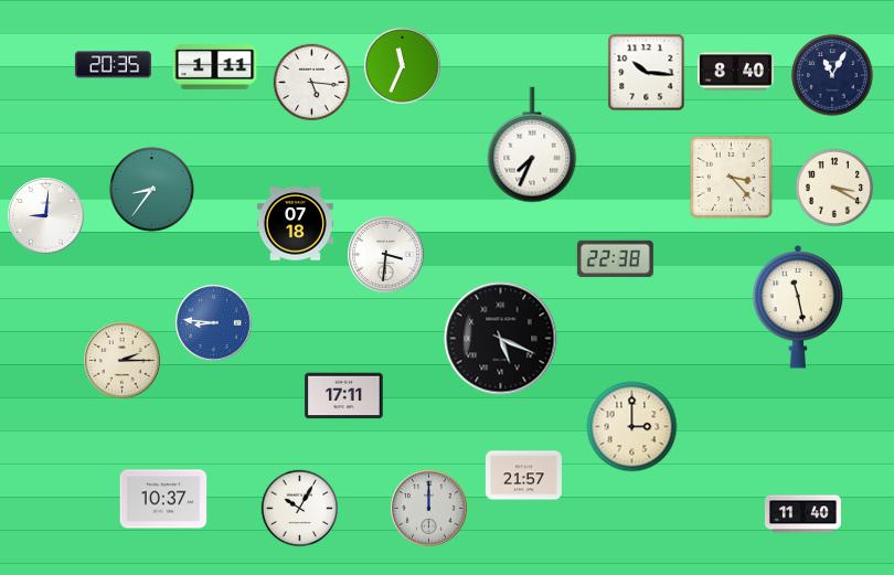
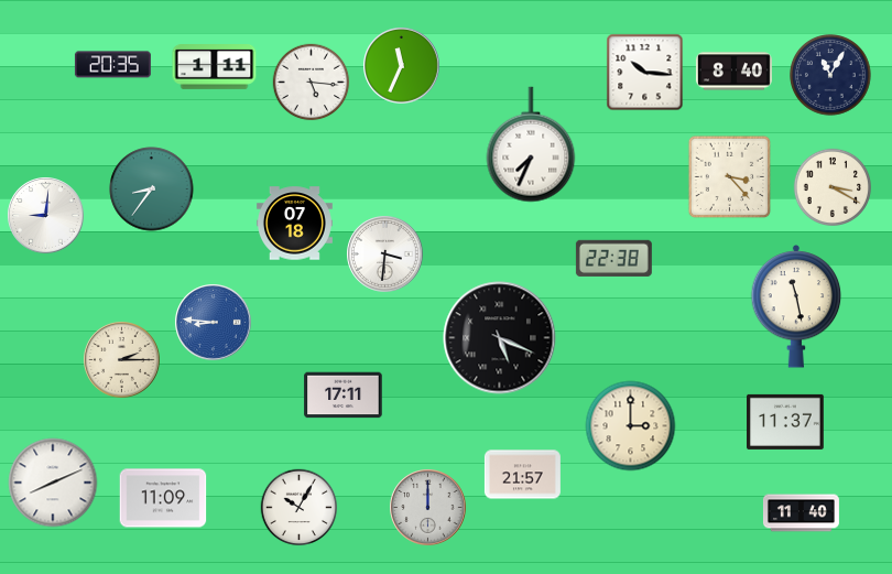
clock at (786, 422): none -> 11:37
clock at (53, 483): none -> 8:11
clock at (163, 499): 10:37 -> 11:09
